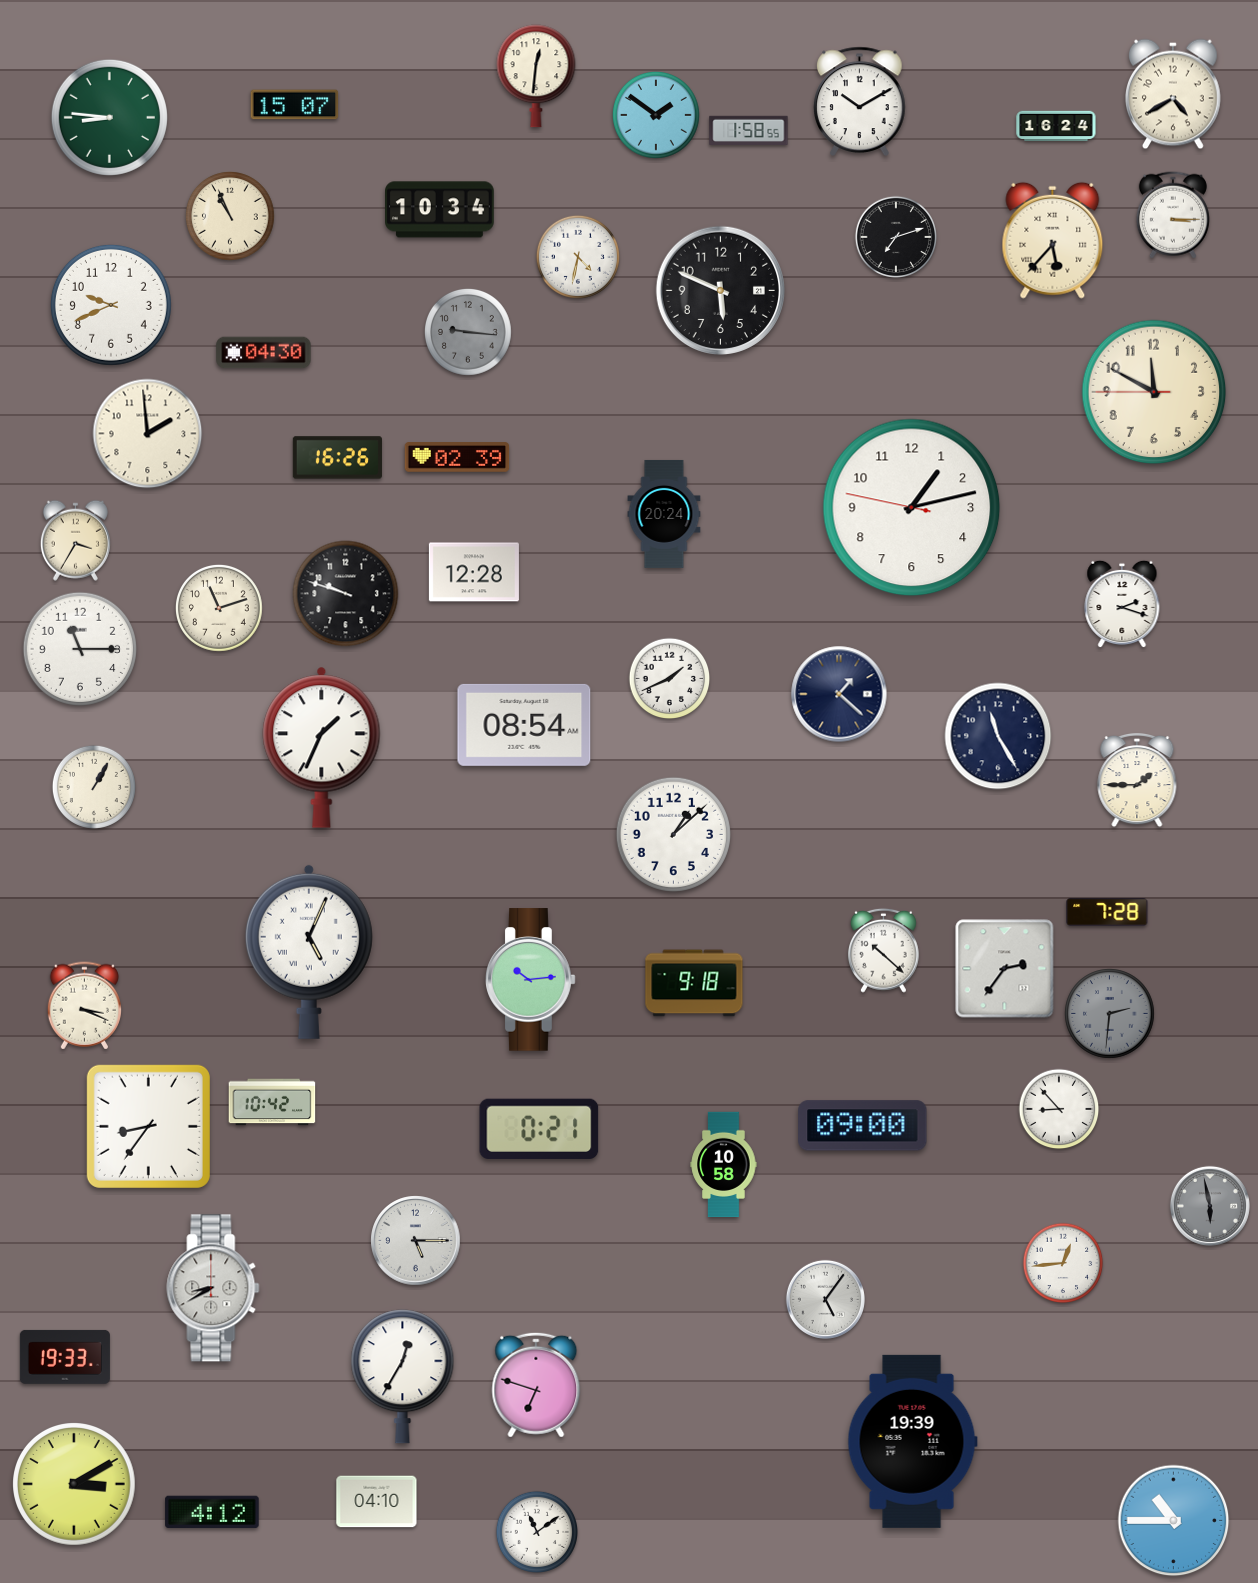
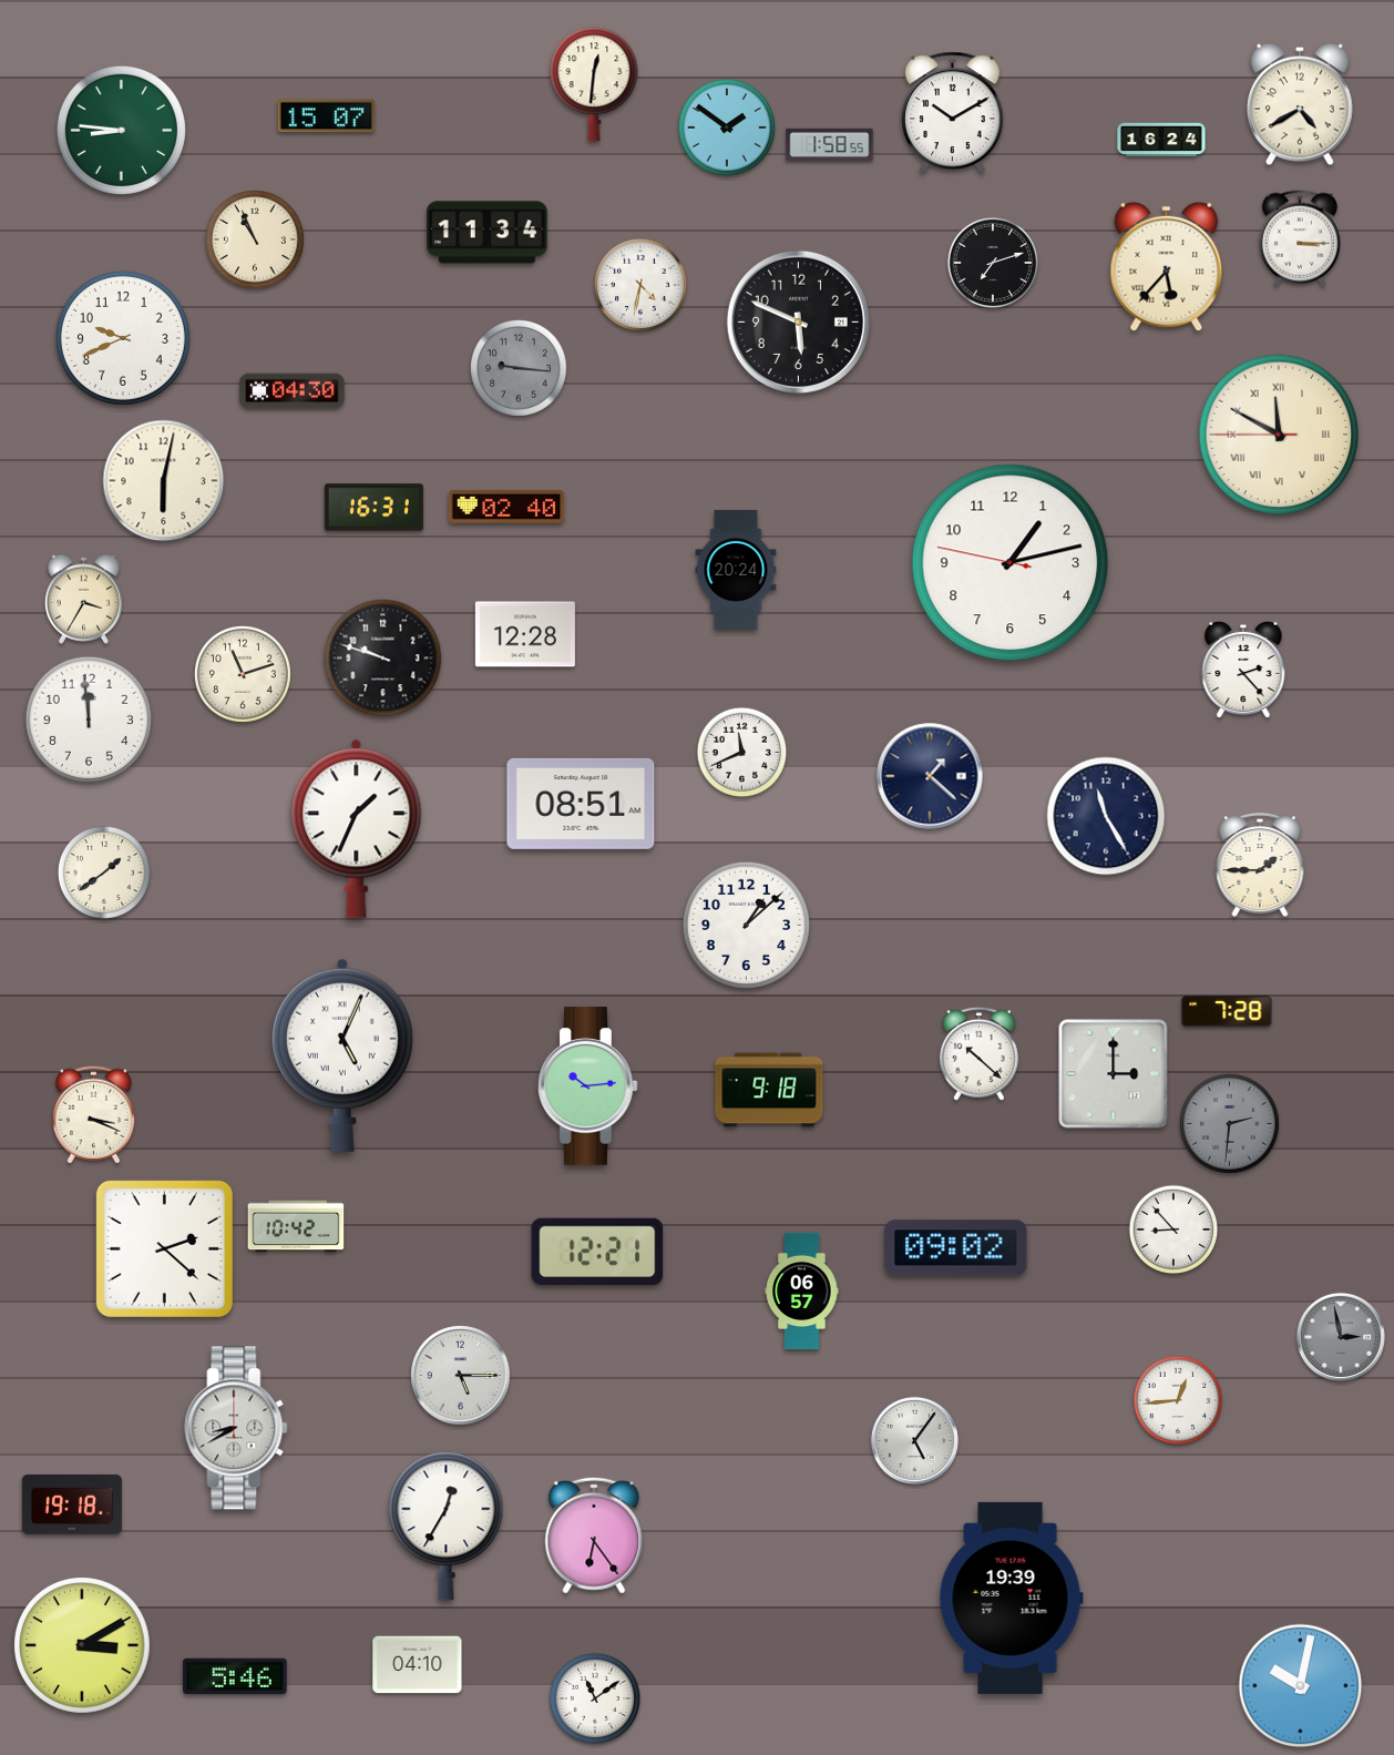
clock at (1056, 125) position: (1056, 125) -> (1161, 139)
clock at (440, 210): 10:34 -> 11:34
clock at (1154, 392) numerals: Arabic -> Roman
clock at (148, 434): 1:59 -> 6:02
clock at (457, 457): 02:39 -> 02:40
clock at (337, 458): 16:26 -> 16:31
clock at (1122, 604): 2:18 -> 2:23
clock at (80, 649): 11:15 -> 11:59
clock at (670, 679): 1:41 -> 11:41
clock at (839, 694) position: (839, 694) -> (930, 776)
clock at (524, 725): 08:54 -> 08:51
clock at (94, 787): 1:05 -> 1:39
clock at (1005, 969): 2:36 -> 3:00
clock at (272, 1102) position: (272, 1102) -> (296, 1226)
clock at (148, 1126): 8:36 -> 2:22
clock at (863, 1126): 09:00 -> 09:02
clock at (539, 1129): 0:21 -> 12:21
clock at (724, 1165): 10:58 -> 06:57
clock at (1210, 1206): 5:58 -> 2:58
clock at (65, 1357): 19:33 -> 19:18
clock at (536, 1385): 6:48 -> 6:24
clock at (212, 1512): 4:12 -> 5:46
clock at (1174, 1521): 10:45 -> 10:02
